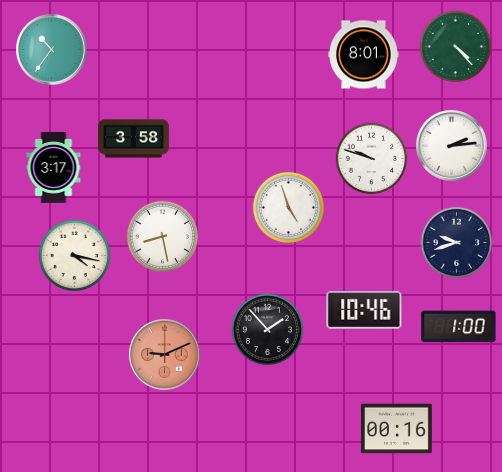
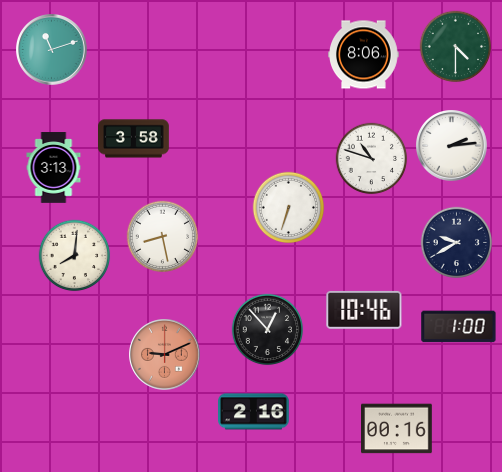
clock at (456, 47): 4:23 -> 4:30
clock at (52, 50): 10:36 -> 11:12
clock at (364, 55): 8:01 -> 8:06
clock at (372, 159): 9:48 -> 10:48
clock at (54, 168): 3:17 -> 3:13
clock at (289, 208): 4:57 -> 6:33
clock at (457, 243): 9:42 -> 9:40
clock at (75, 256): 4:17 -> 8:01
clock at (268, 330): 1:53 -> 12:53
clock at (254, 412): none -> 2:16
